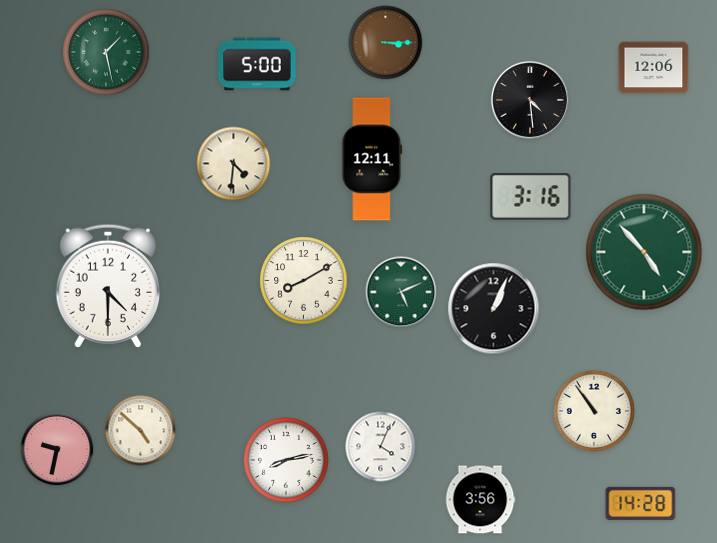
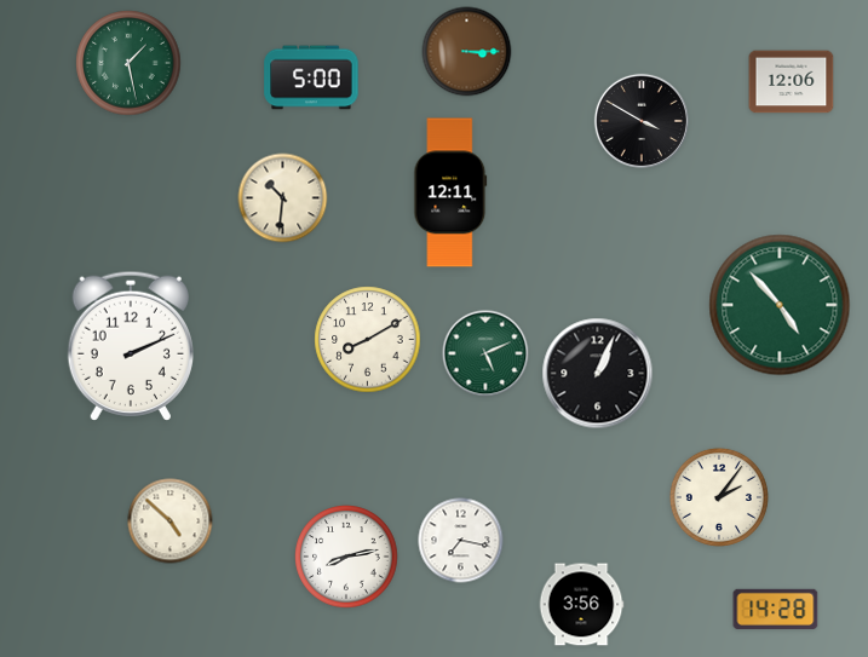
clock at (530, 100): 4:29 -> 3:50
clock at (234, 164): 4:31 -> 10:31
clock at (531, 197): 3:16 -> none
clock at (107, 286): 4:30 -> 2:11
clock at (594, 411): 10:54 -> 2:06
clock at (381, 447): 4:04 -> 7:17
clock at (57, 449): 9:32 -> none
